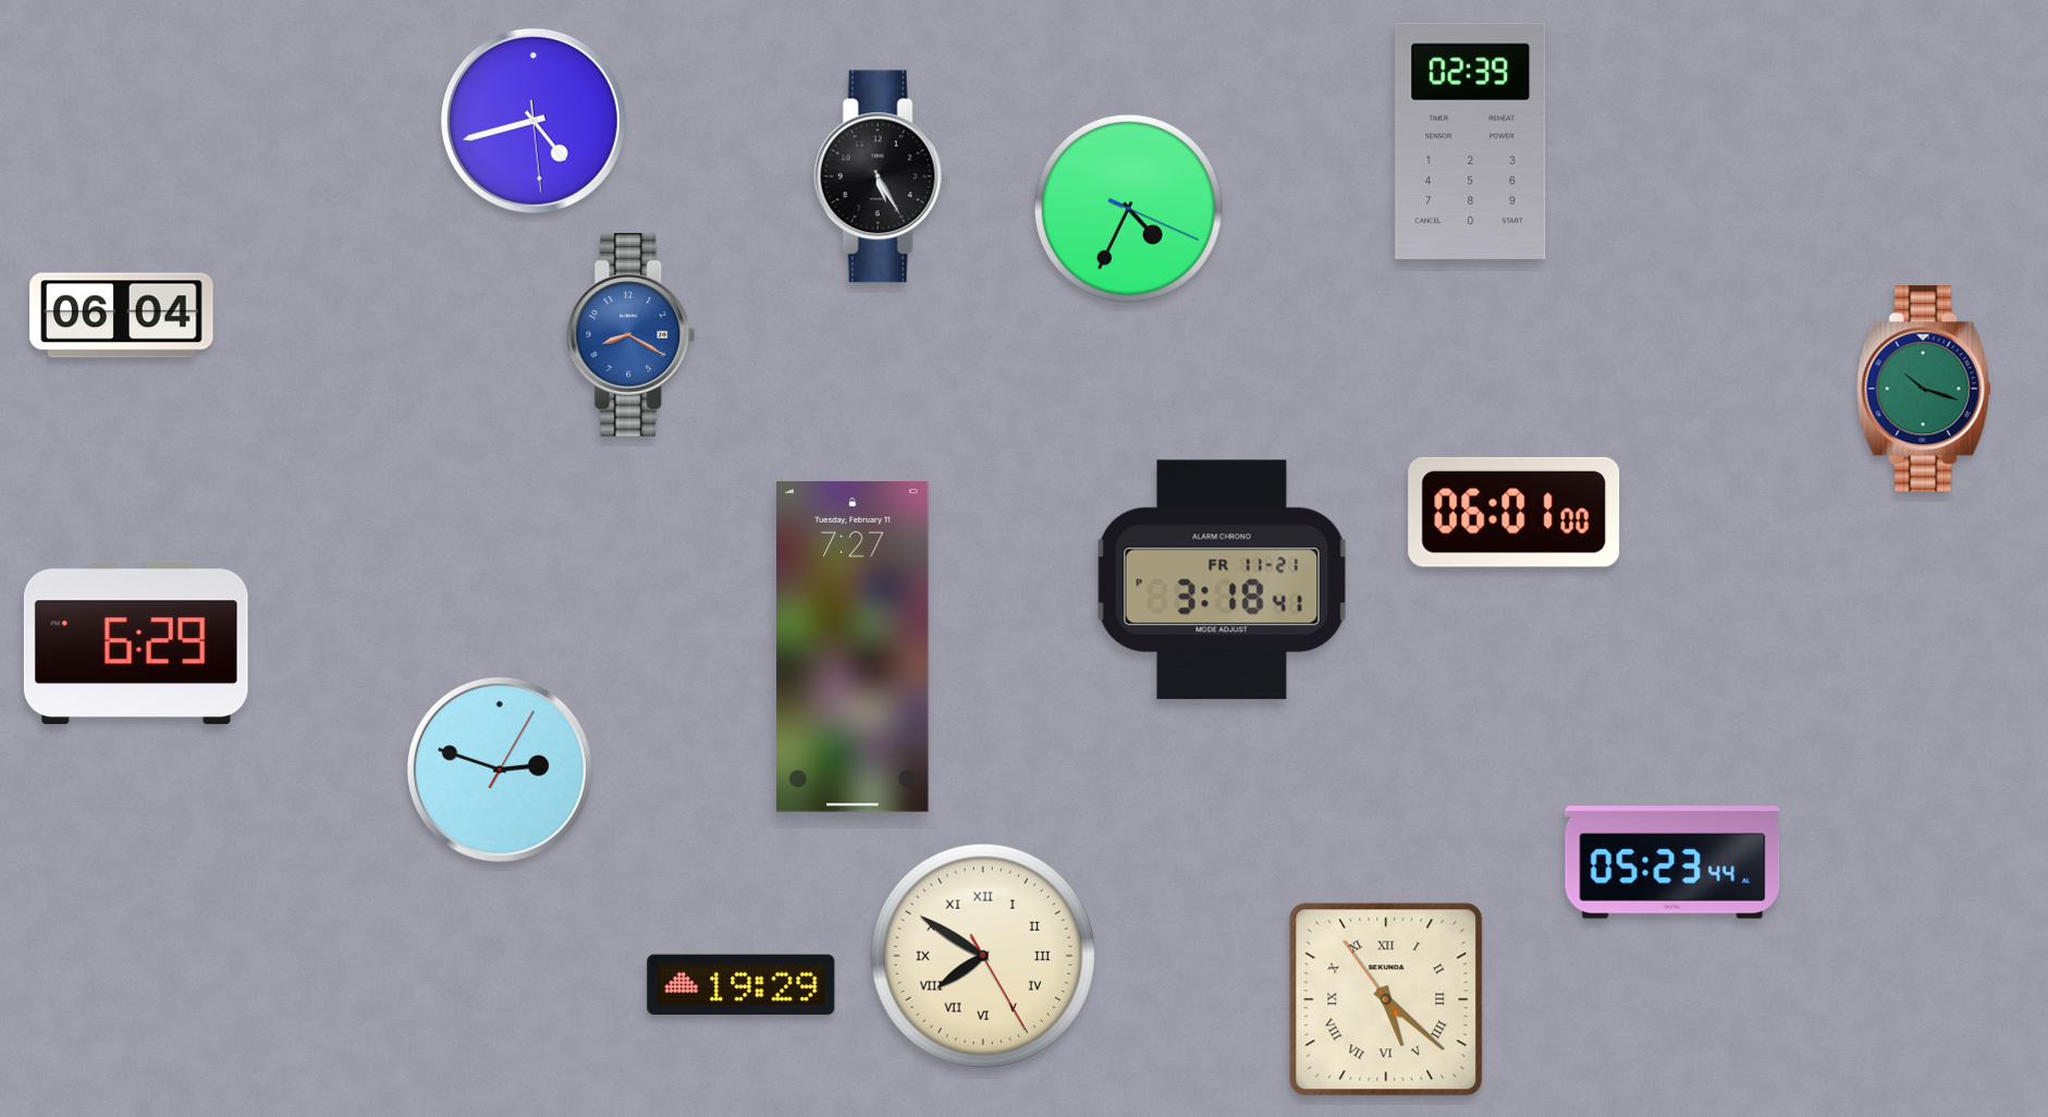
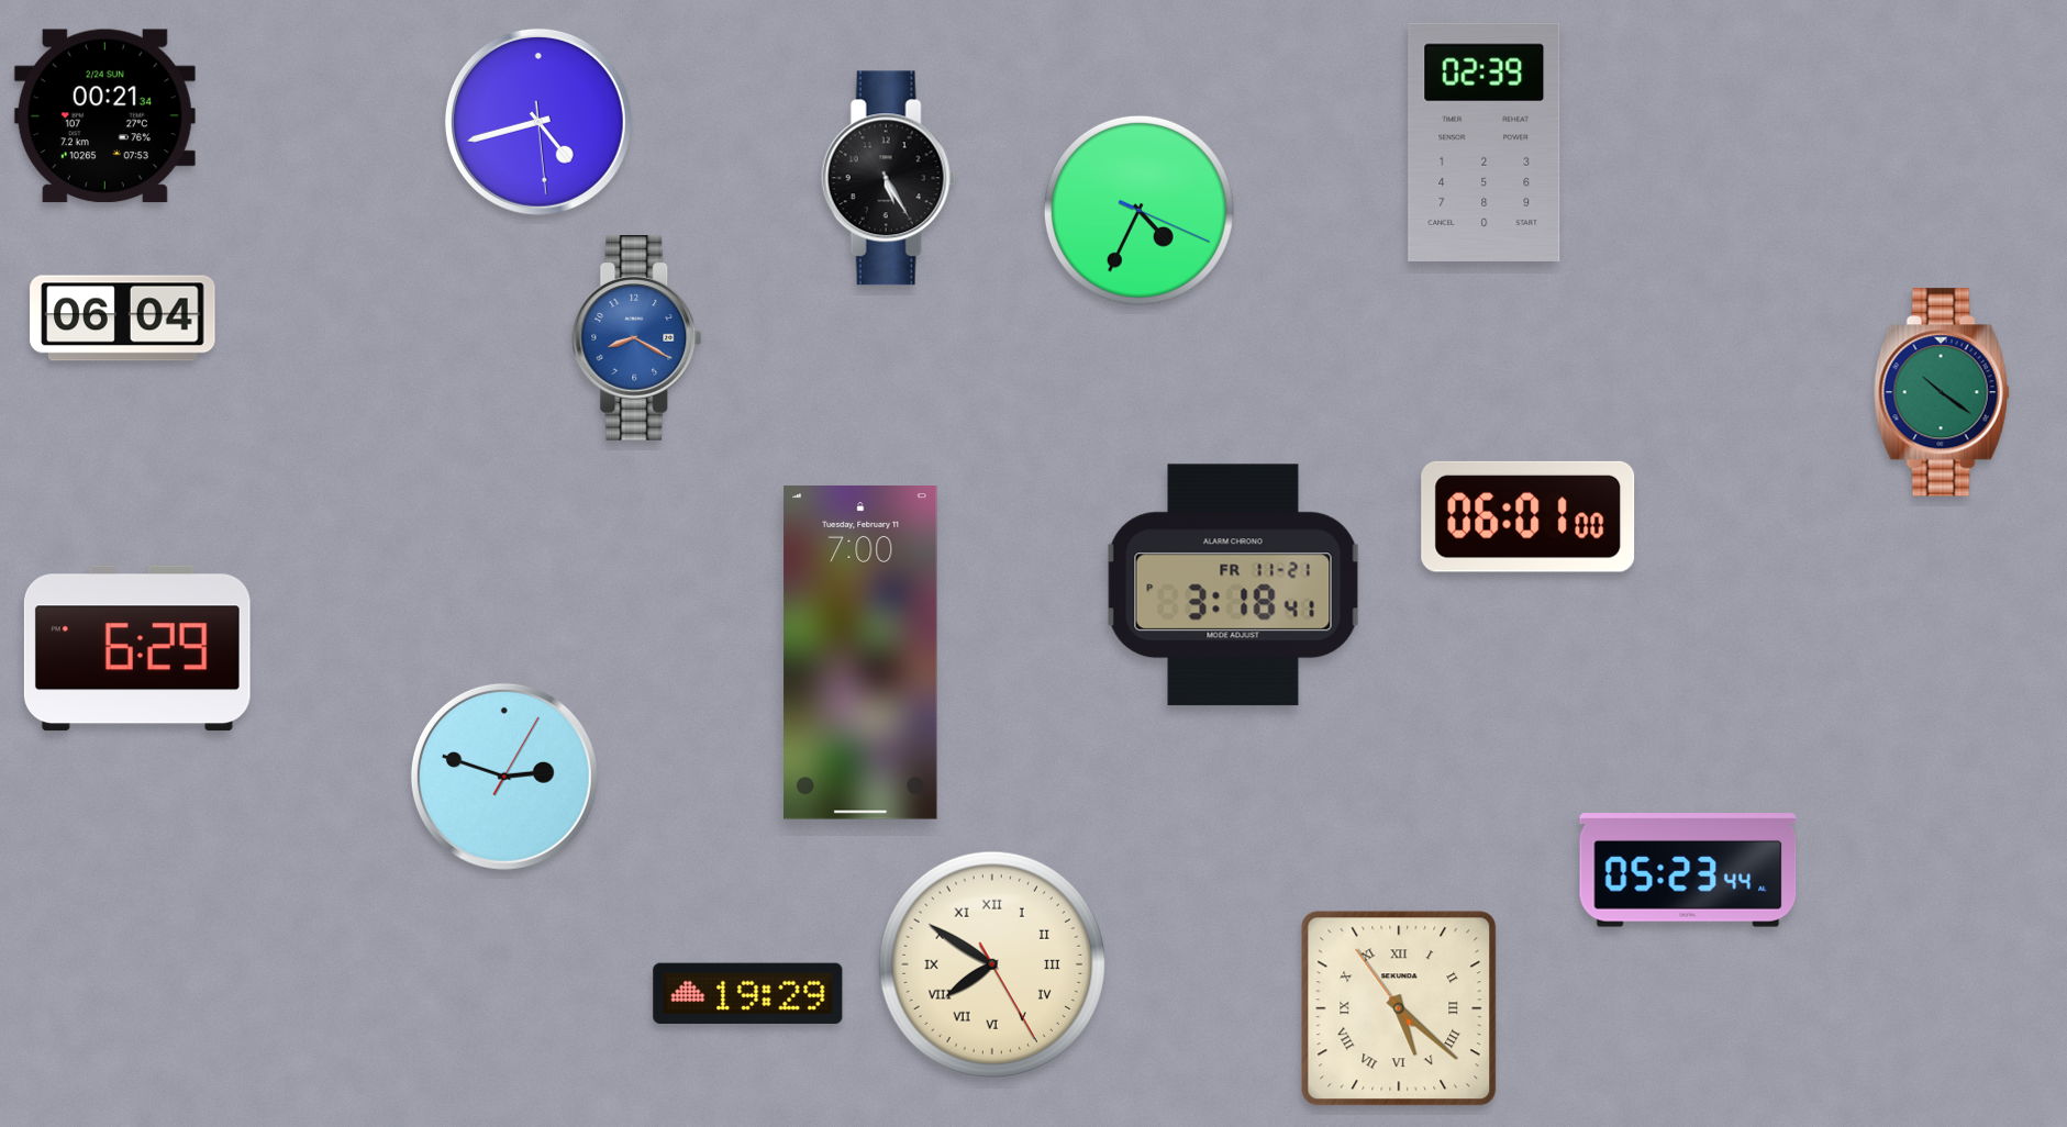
clock at (104, 116): none -> 00:21
clock at (1924, 389): 10:18 -> 10:21
clock at (853, 648): 7:27 -> 7:00
